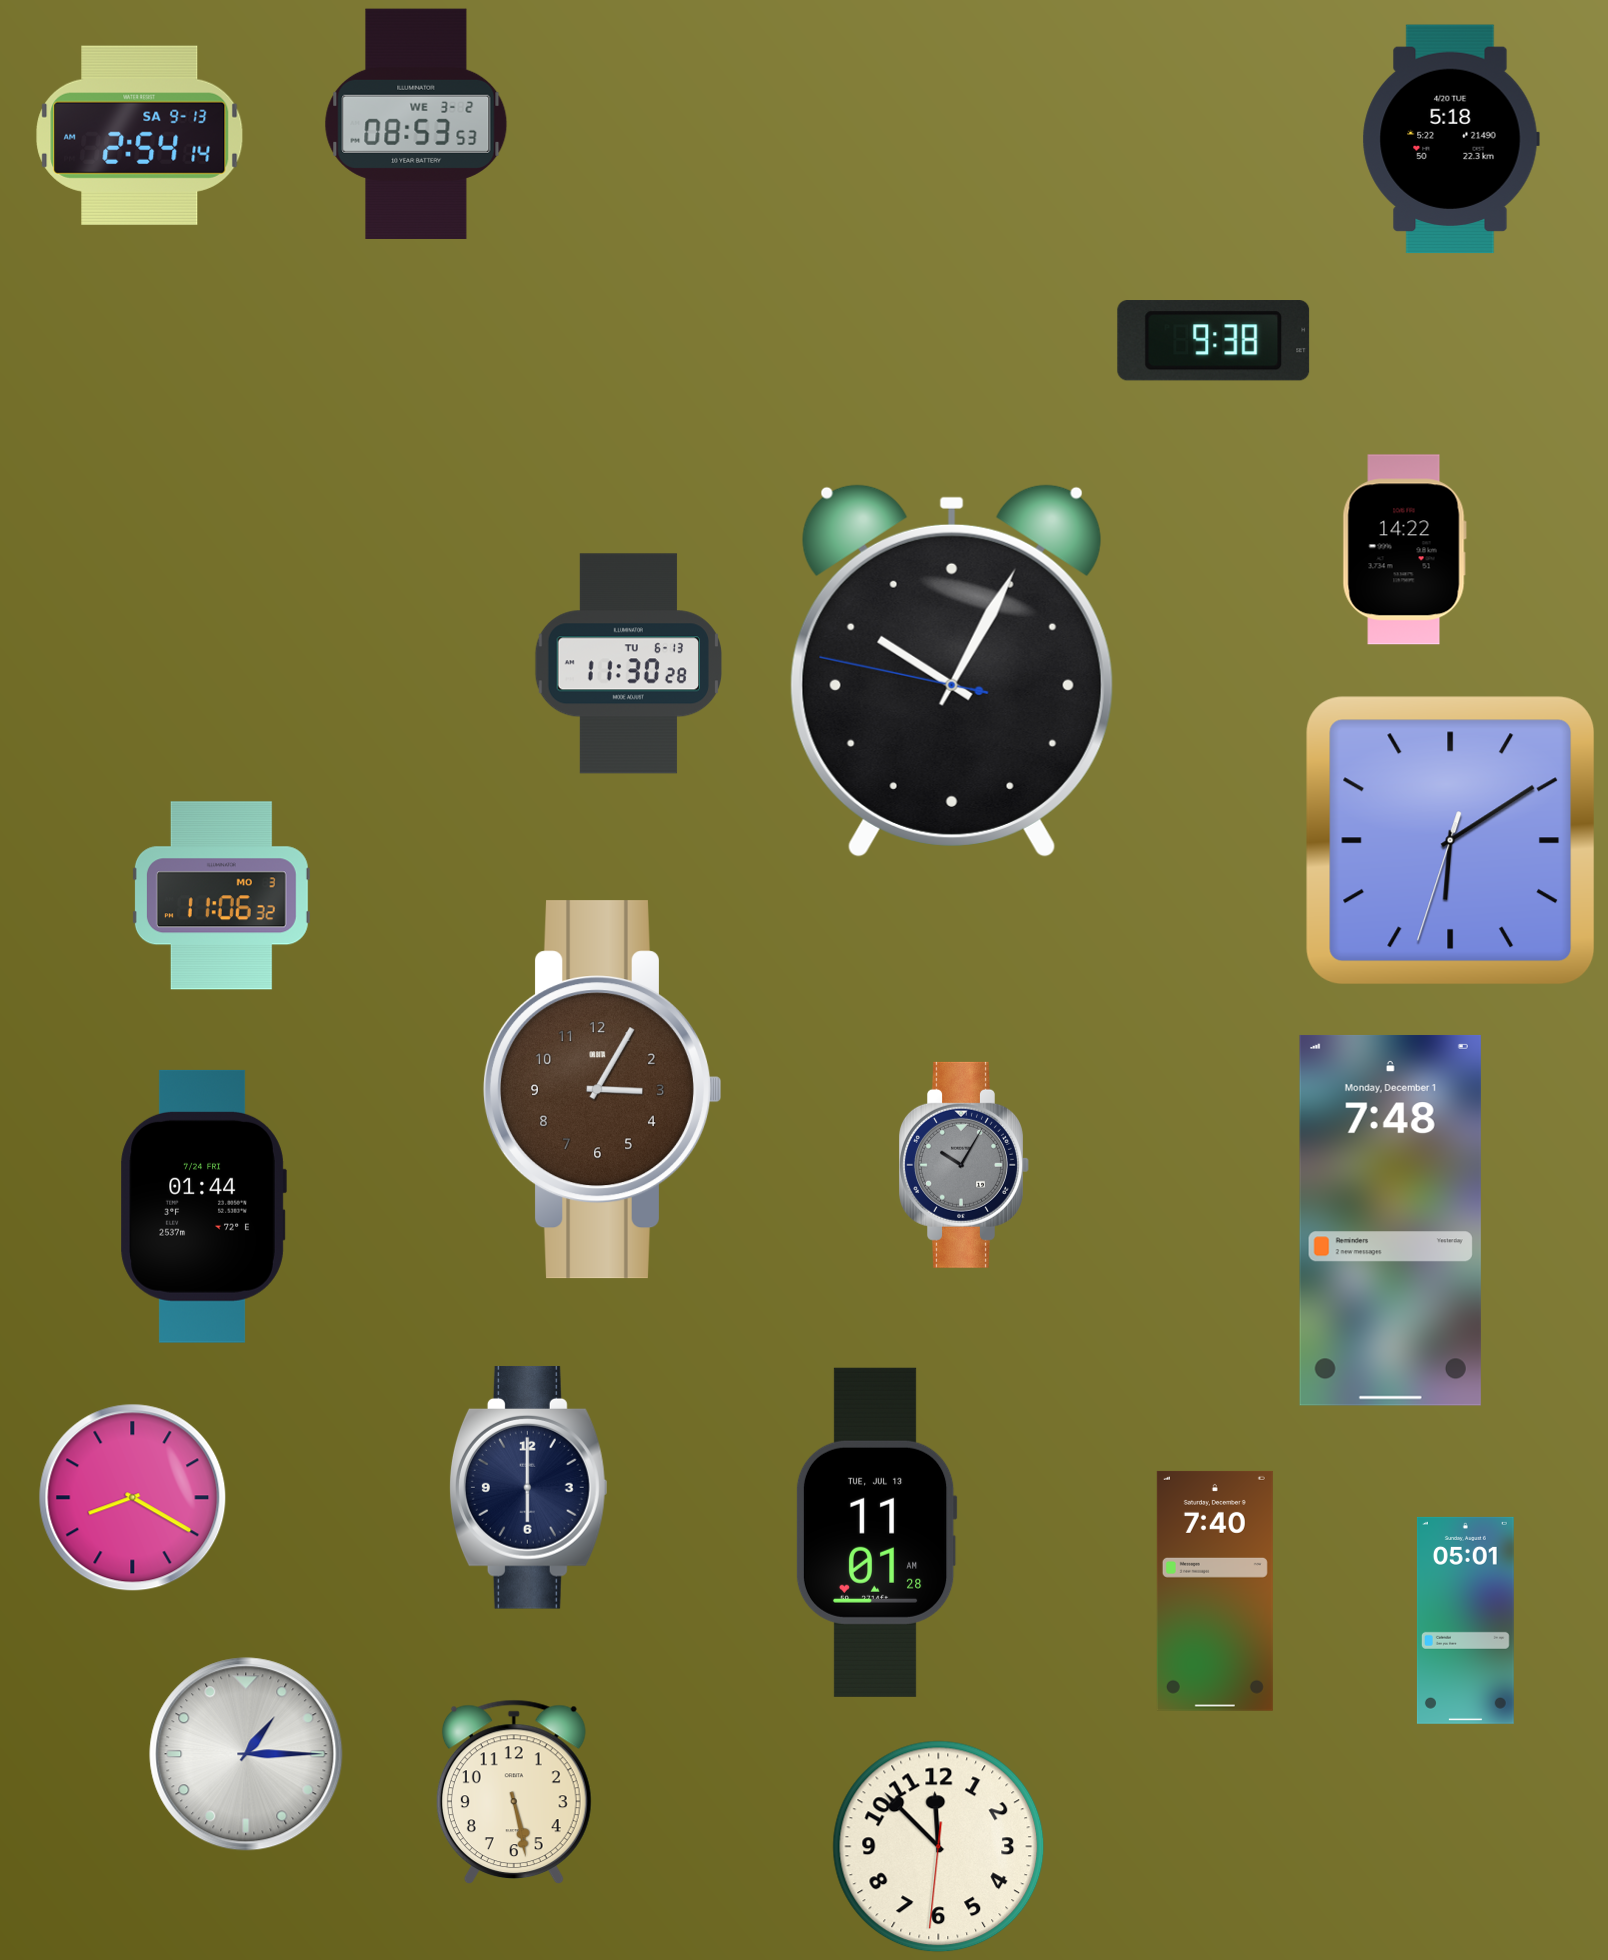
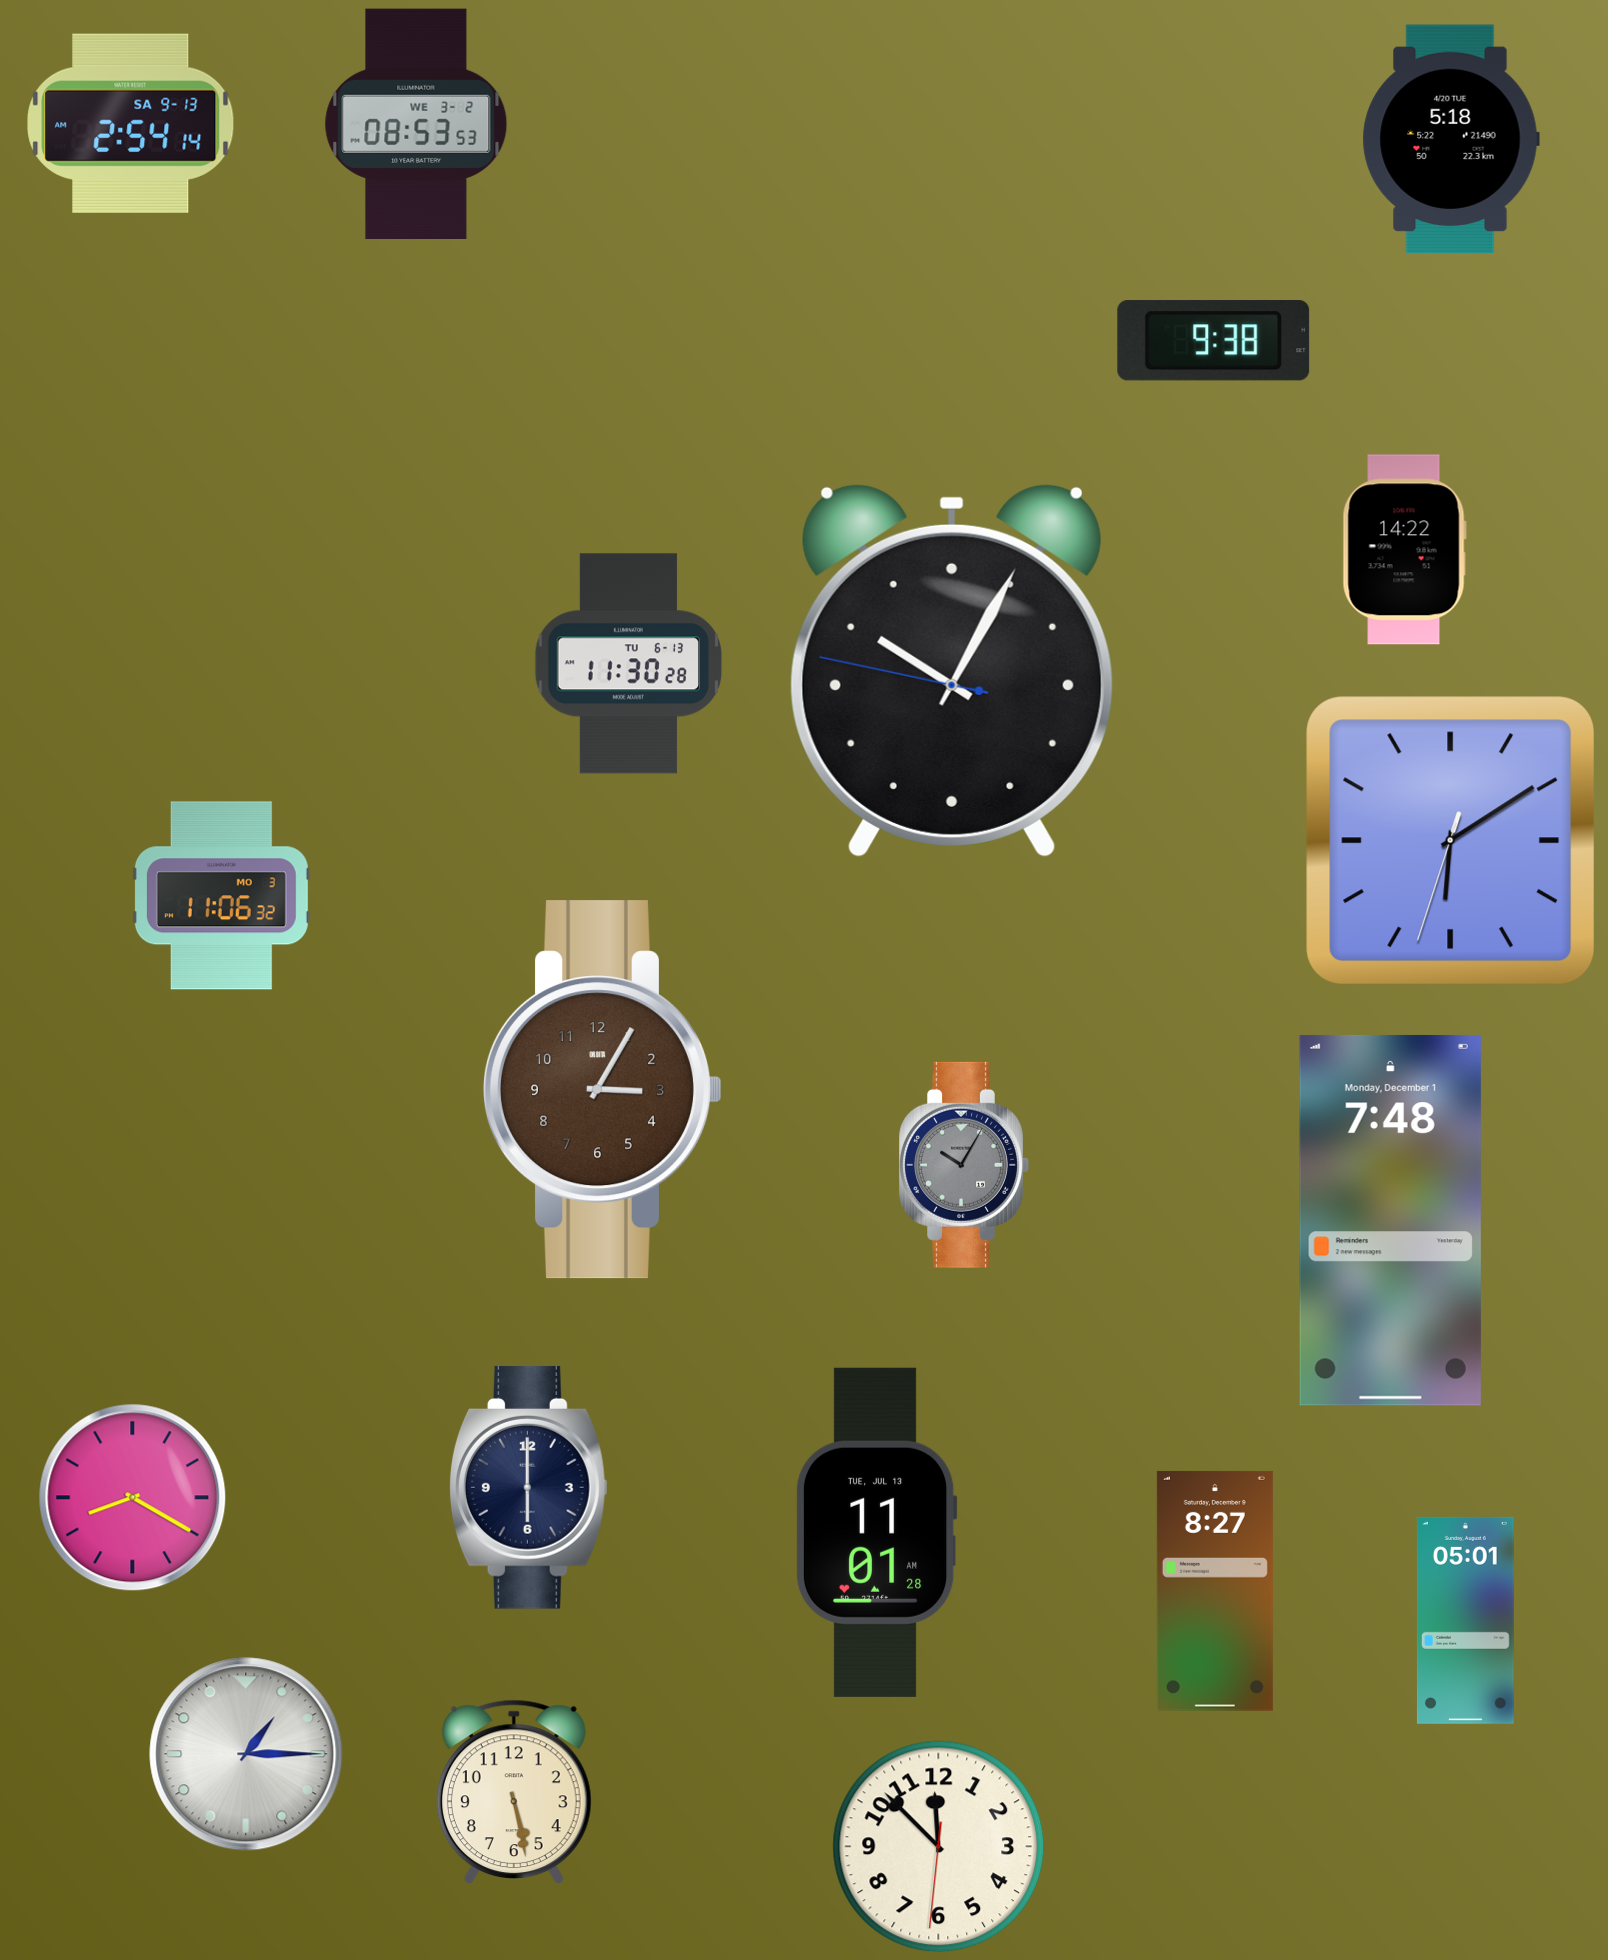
clock at (140, 135) position: (140, 135) -> (131, 123)
clock at (203, 1206): 01:44 -> none
clock at (1215, 1591): 7:40 -> 8:27
